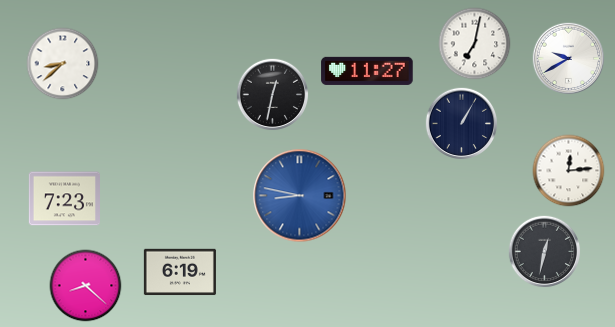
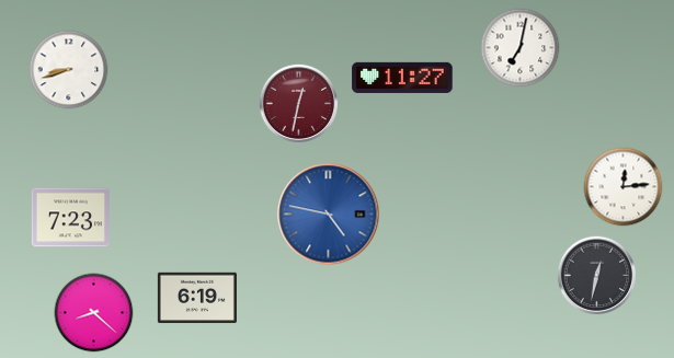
clock at (569, 59): 9:40 -> none
clock at (63, 64): 8:38 -> 8:42
clock at (273, 95) dial: black -> burgundy
clock at (462, 124): 1:05 -> none
clock at (300, 196): 8:47 -> 4:47
